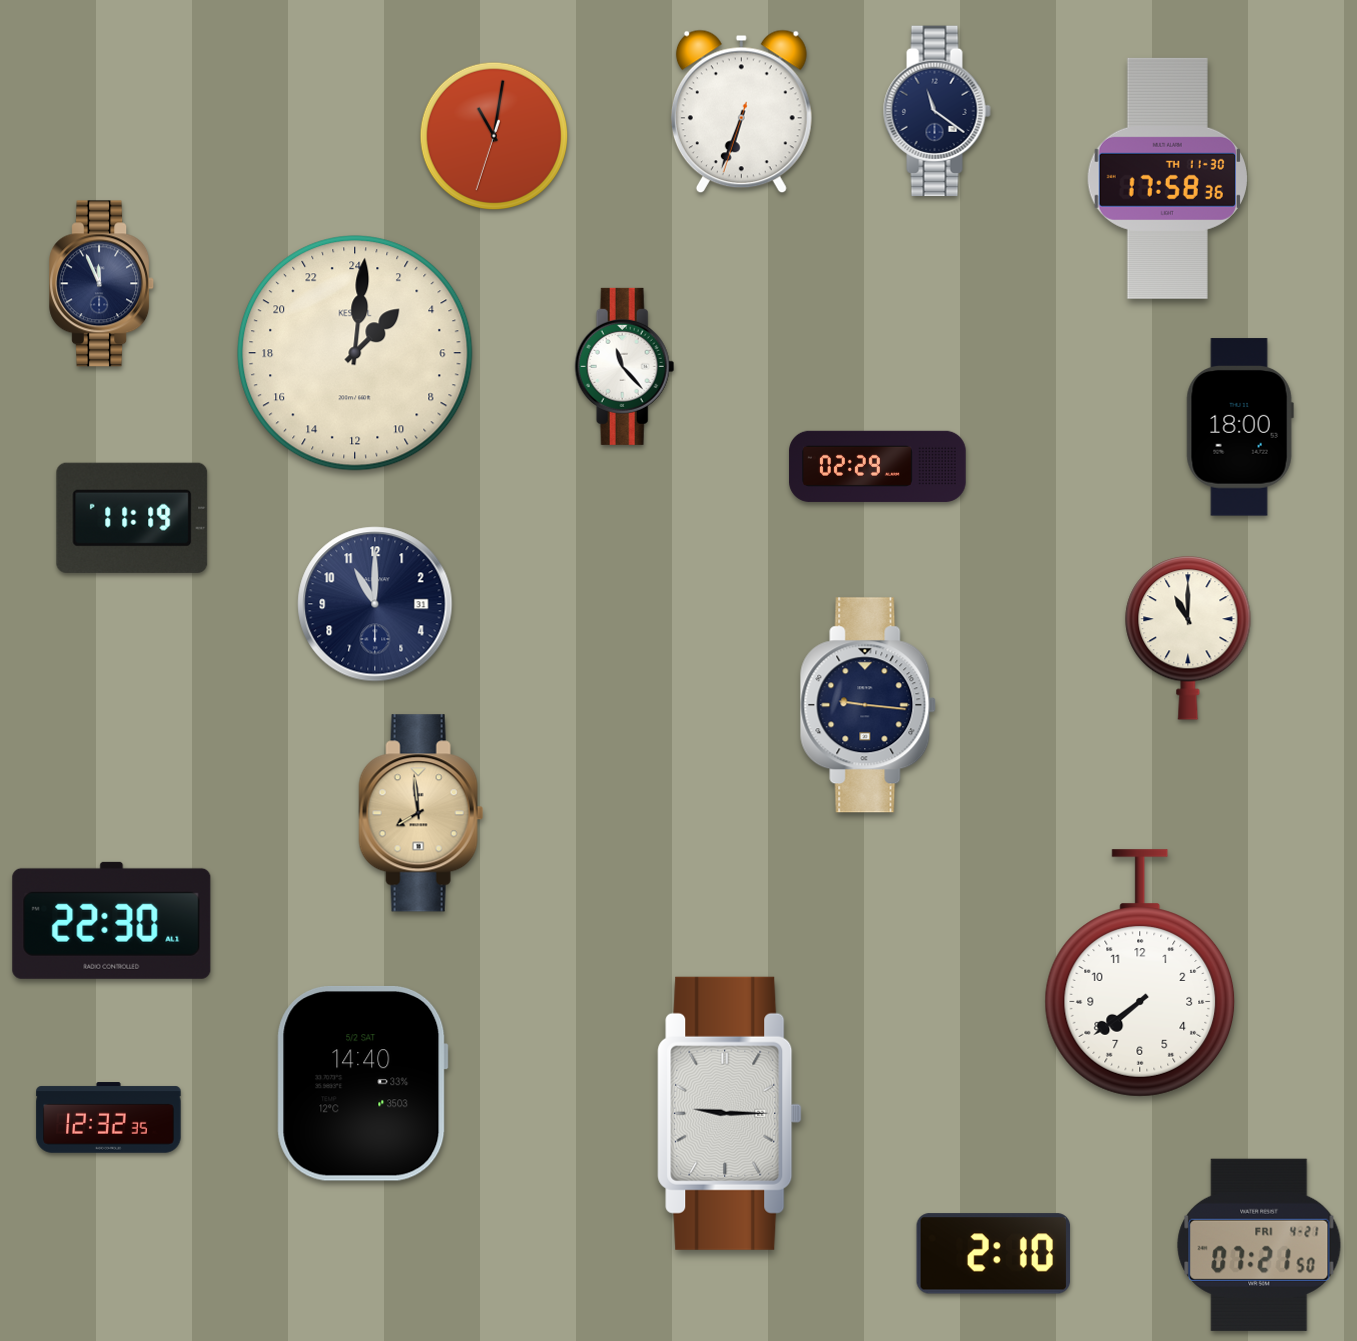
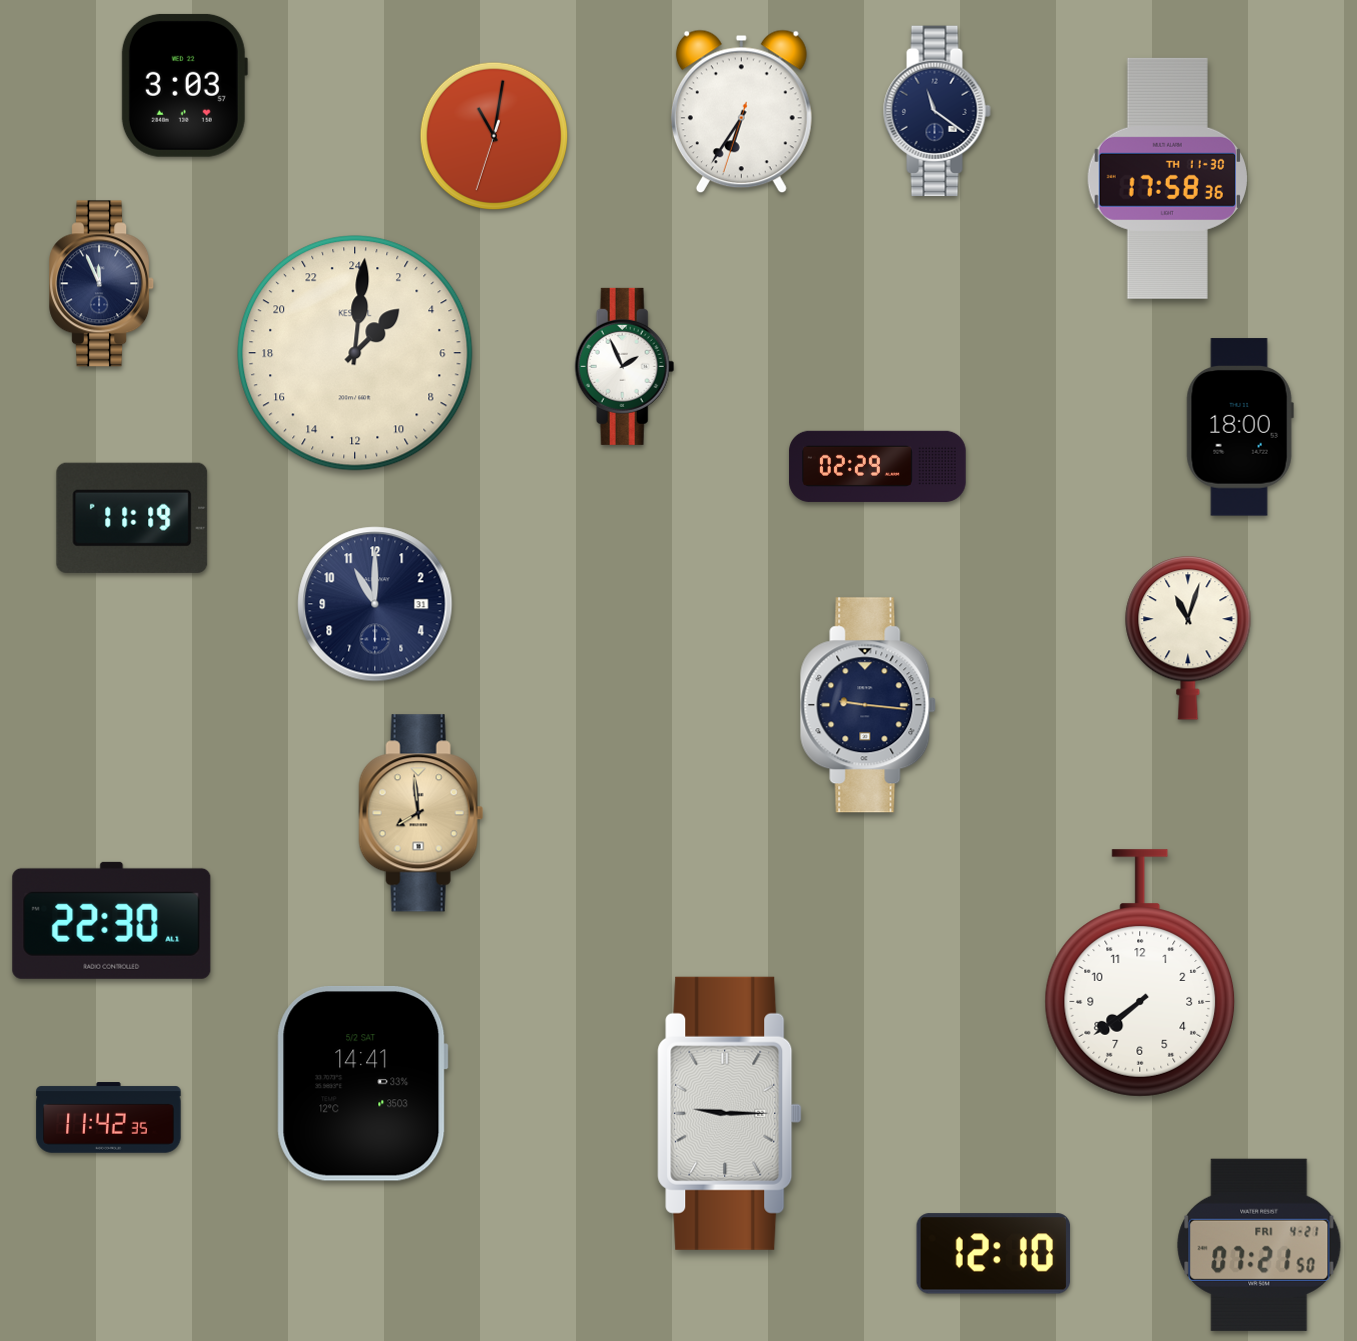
clock at (184, 85): none -> 3:03
clock at (741, 112): 6:33 -> 6:35
clock at (625, 366): 11:23 -> 1:56
clock at (1188, 638): 11:00 -> 11:03
clock at (362, 1083): 14:40 -> 14:41
clock at (109, 1118): 12:32 -> 11:42
clock at (994, 1254): 2:10 -> 12:10
